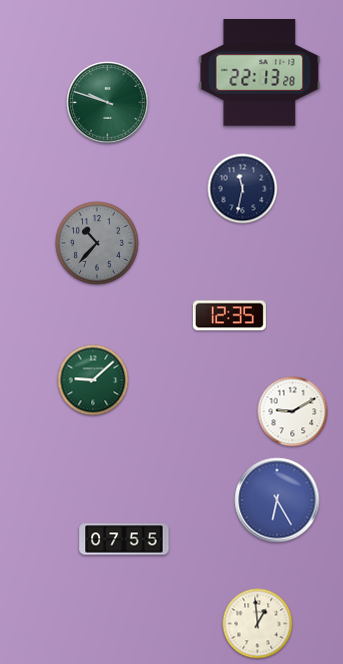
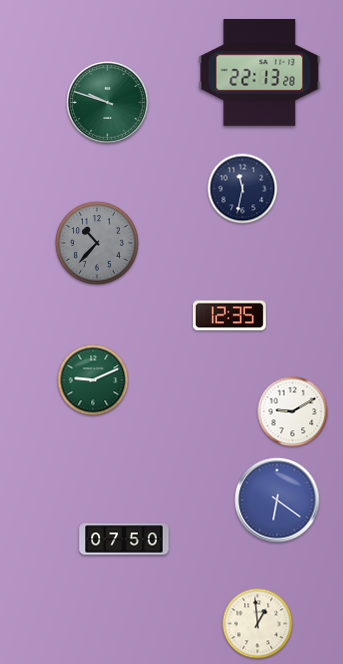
clock at (93, 380): 9:08 -> 9:11
clock at (277, 500): 6:25 -> 6:21
clock at (124, 539): 07:55 -> 07:50
